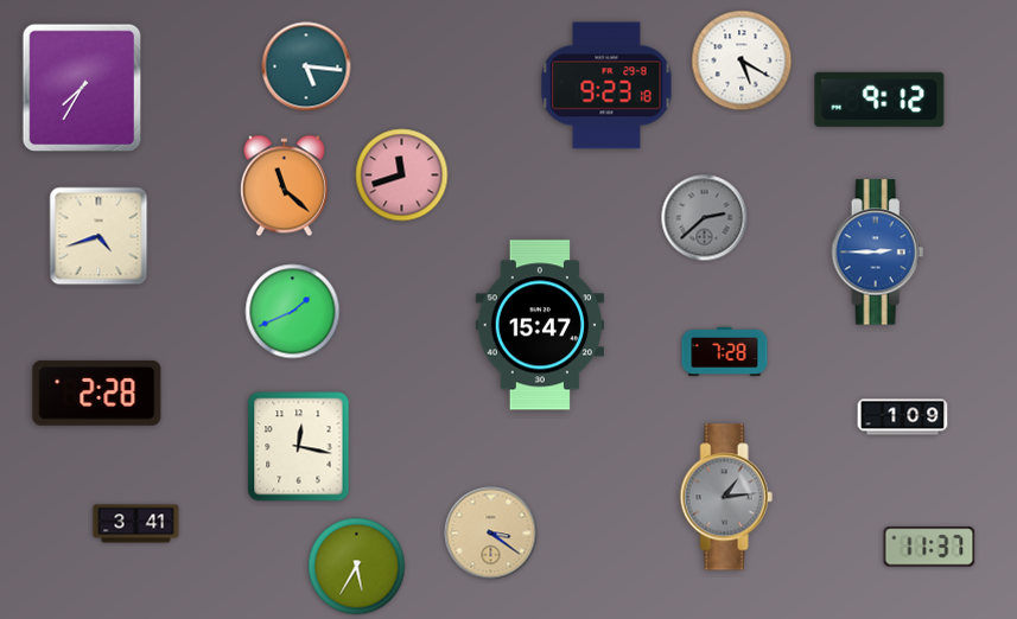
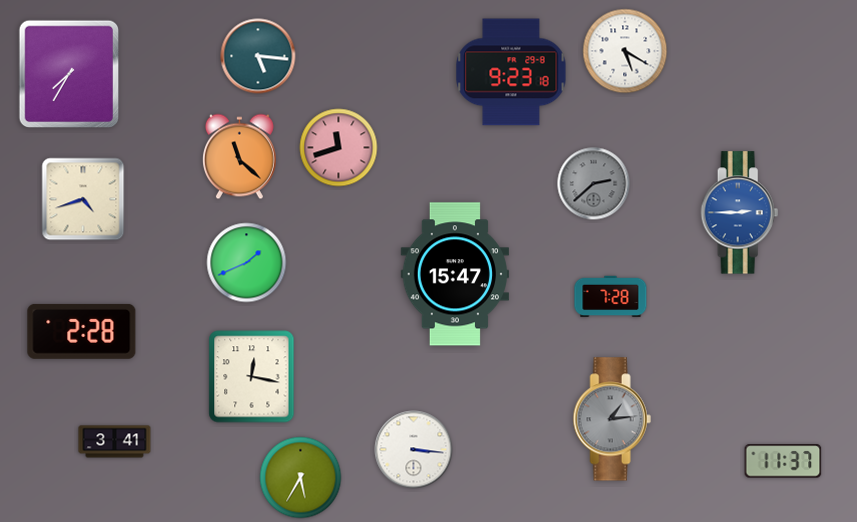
clock at (879, 100): 9:12 -> none
clock at (903, 417): 1:09 -> none
clock at (491, 534): 3:21 -> 3:16
clock at (491, 534) dial: champagne -> white
